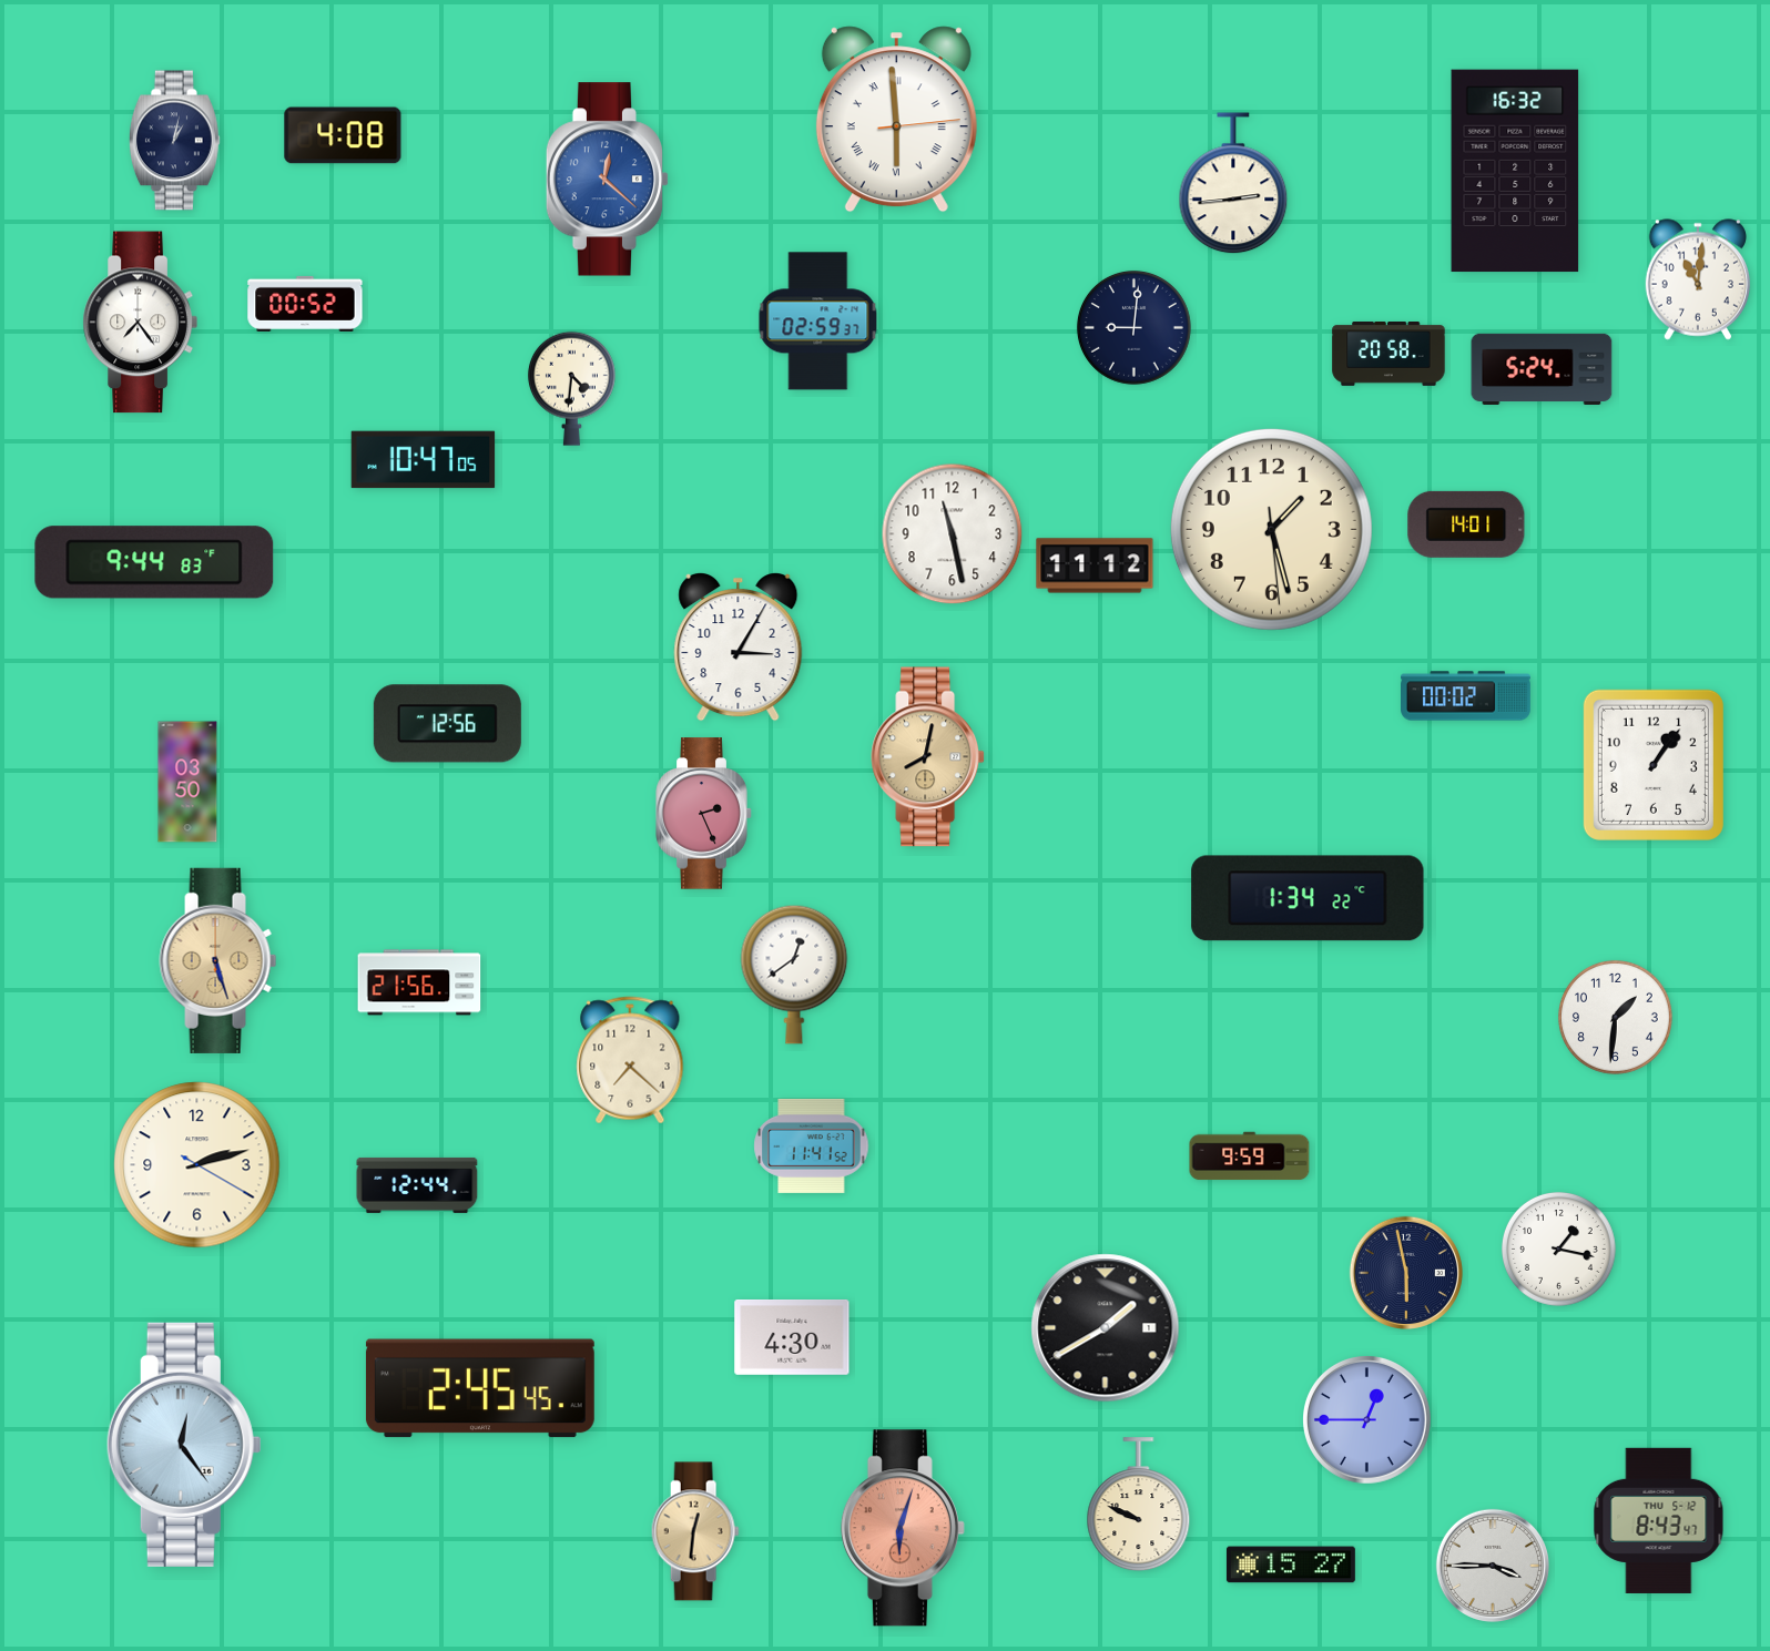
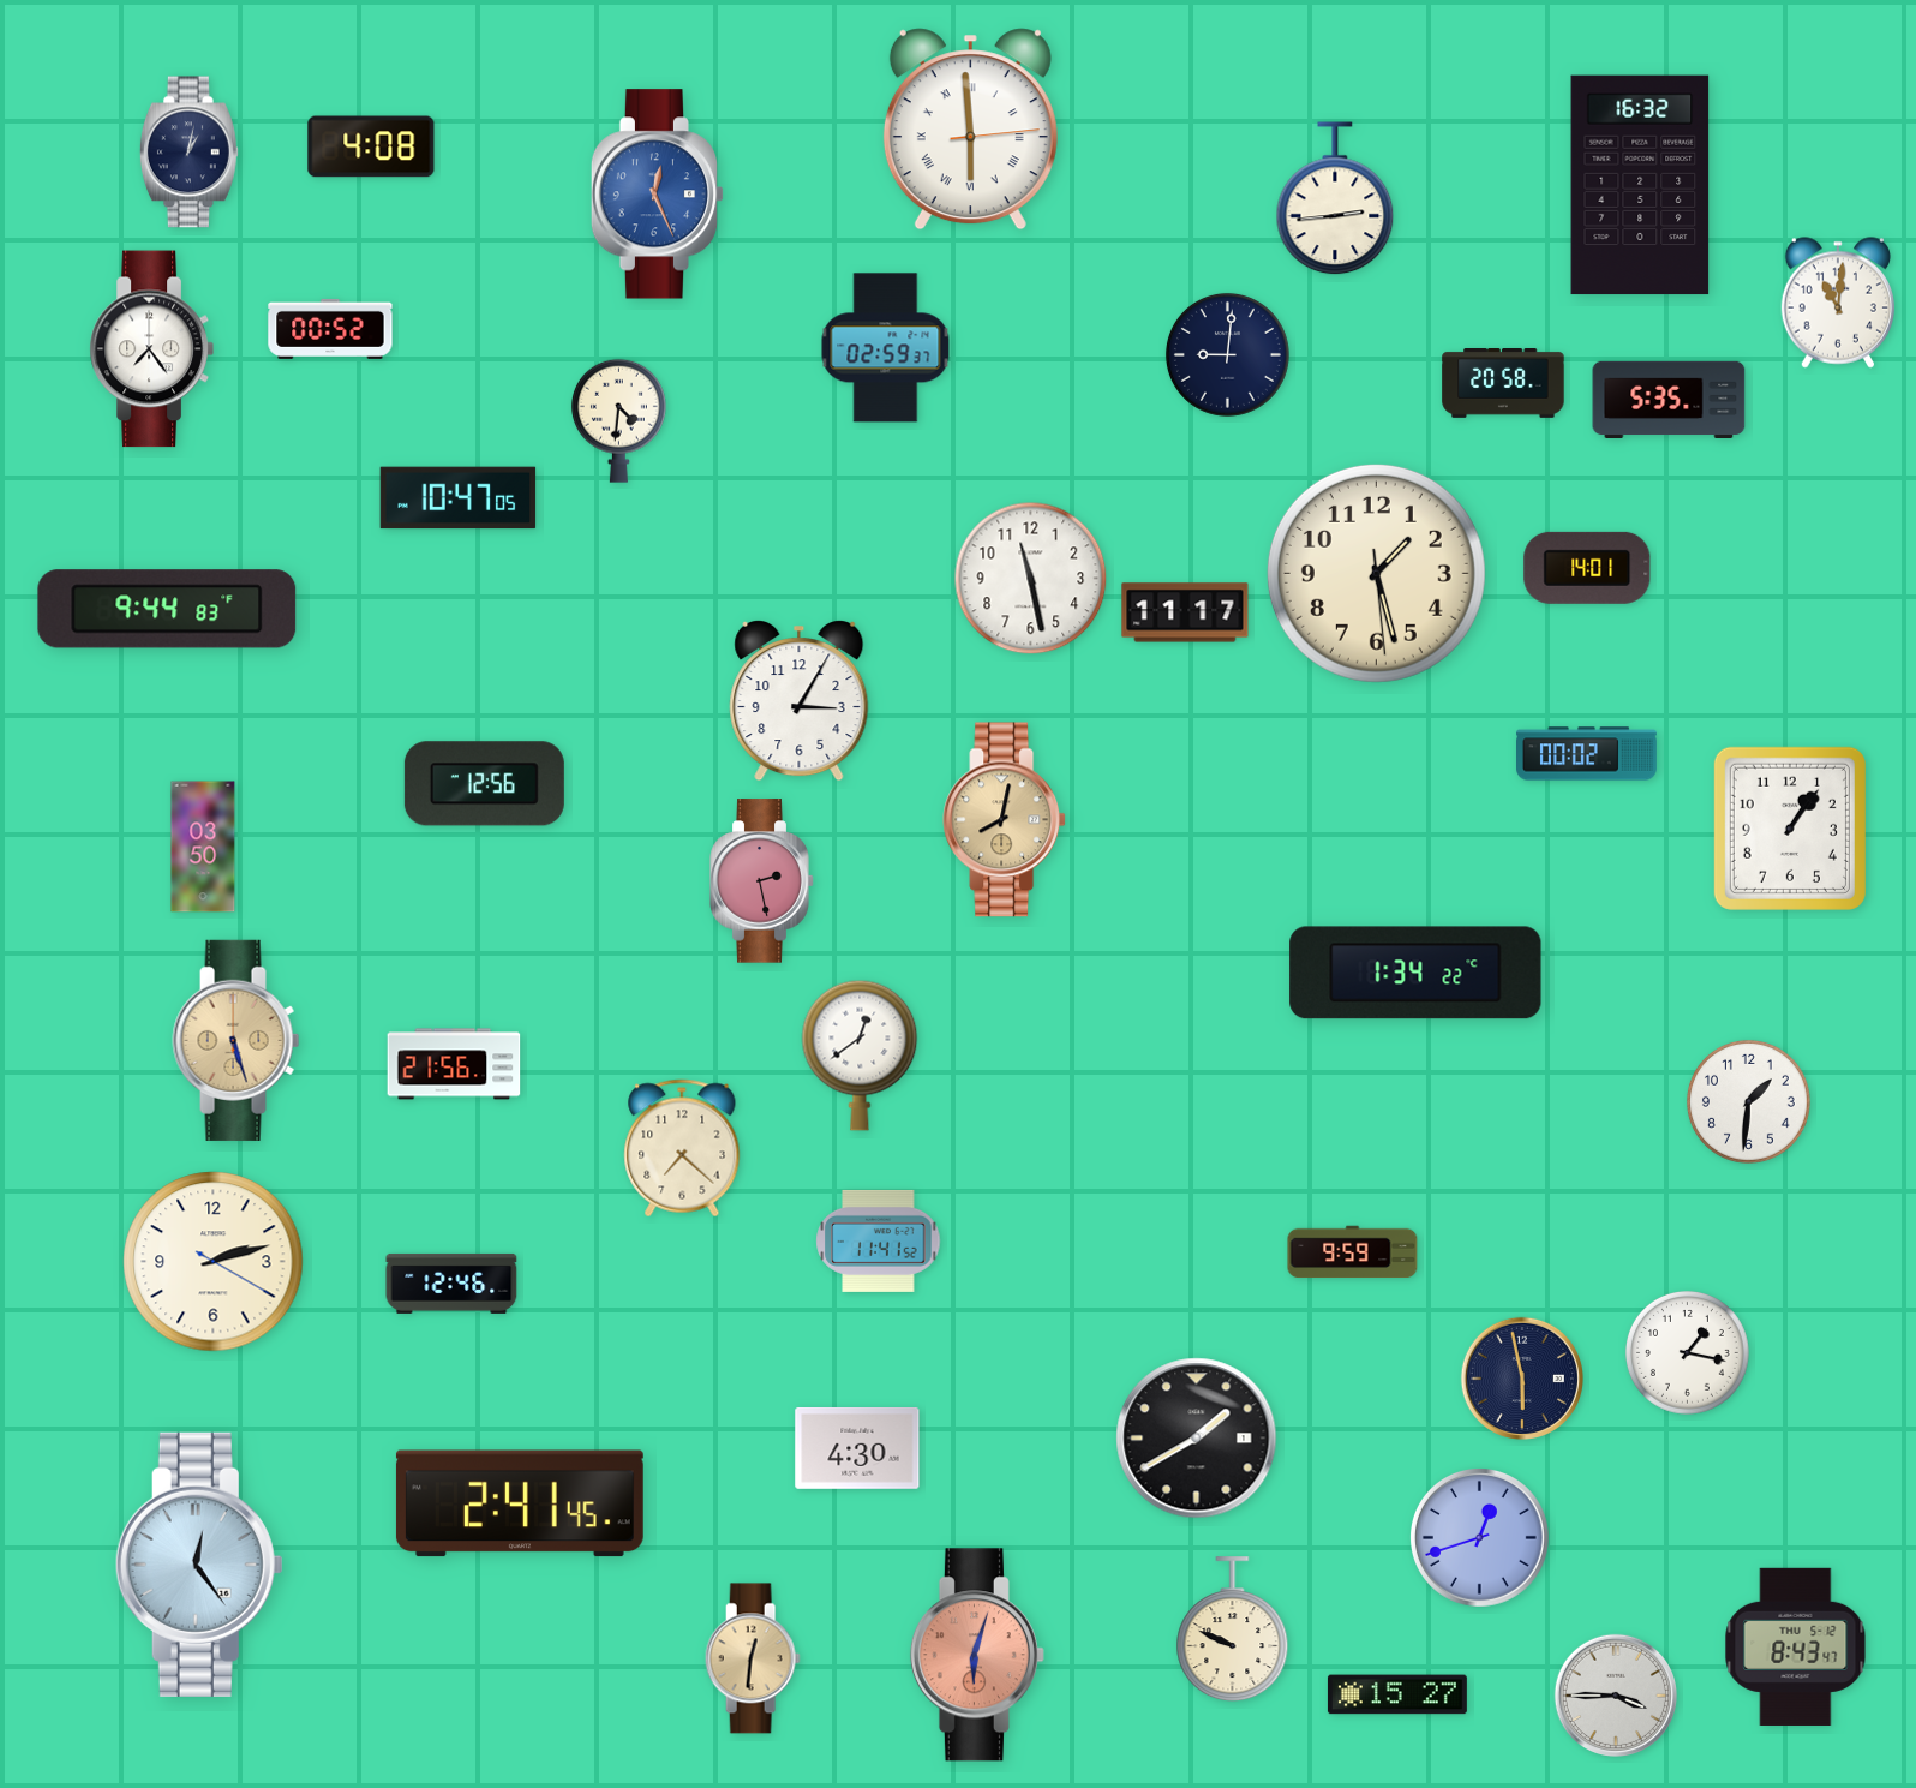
clock at (608, 180): 12:22 -> 12:26
clock at (1542, 368): 5:24 -> 5:35
clock at (1095, 565): 11:12 -> 11:17
clock at (704, 814): 2:26 -> 2:28
clock at (417, 1185): 12:44 -> 12:46
clock at (480, 1388): 2:45 -> 2:41
clock at (1367, 1420): 12:45 -> 12:42
